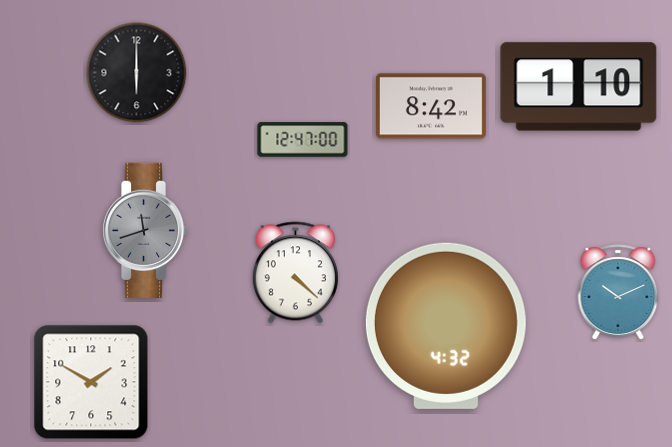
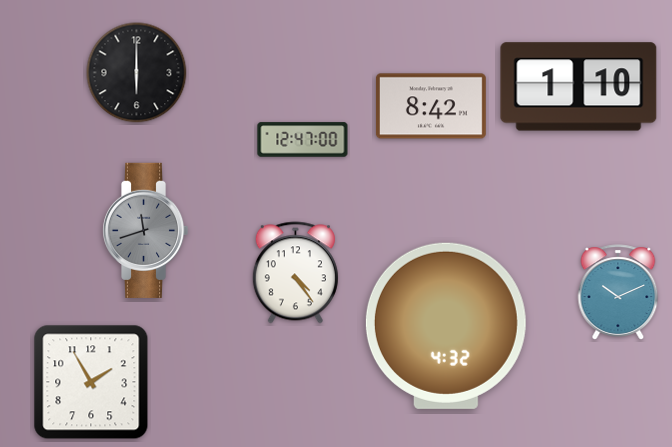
clock at (295, 273): 4:22 -> 4:24
clock at (91, 382): 1:50 -> 1:55
